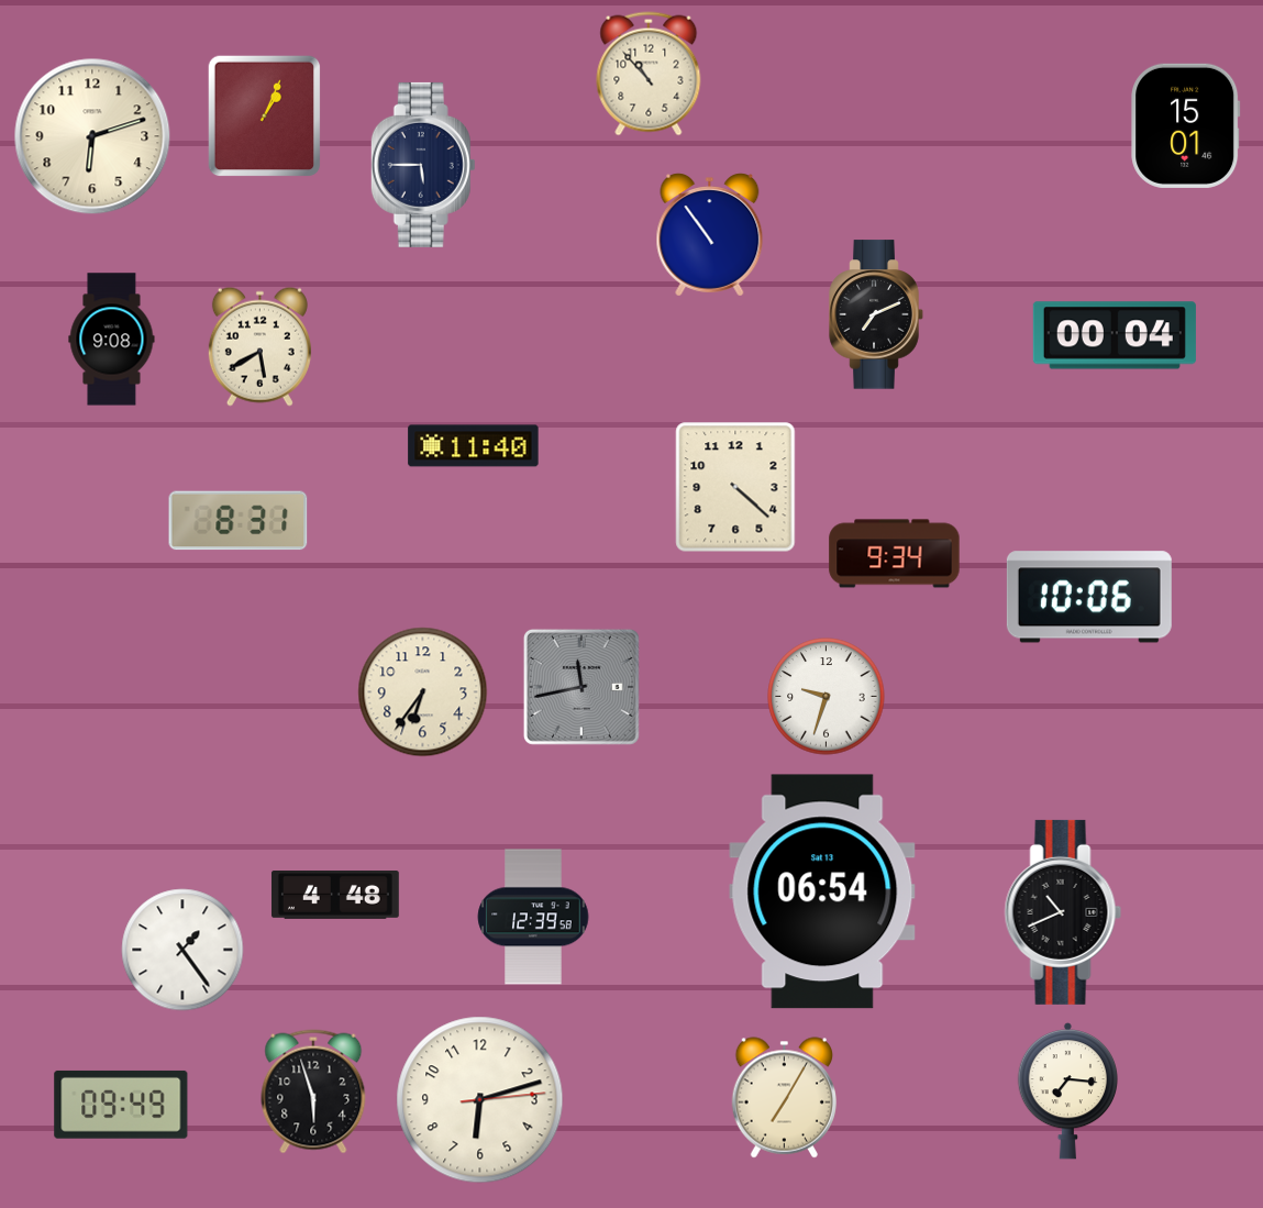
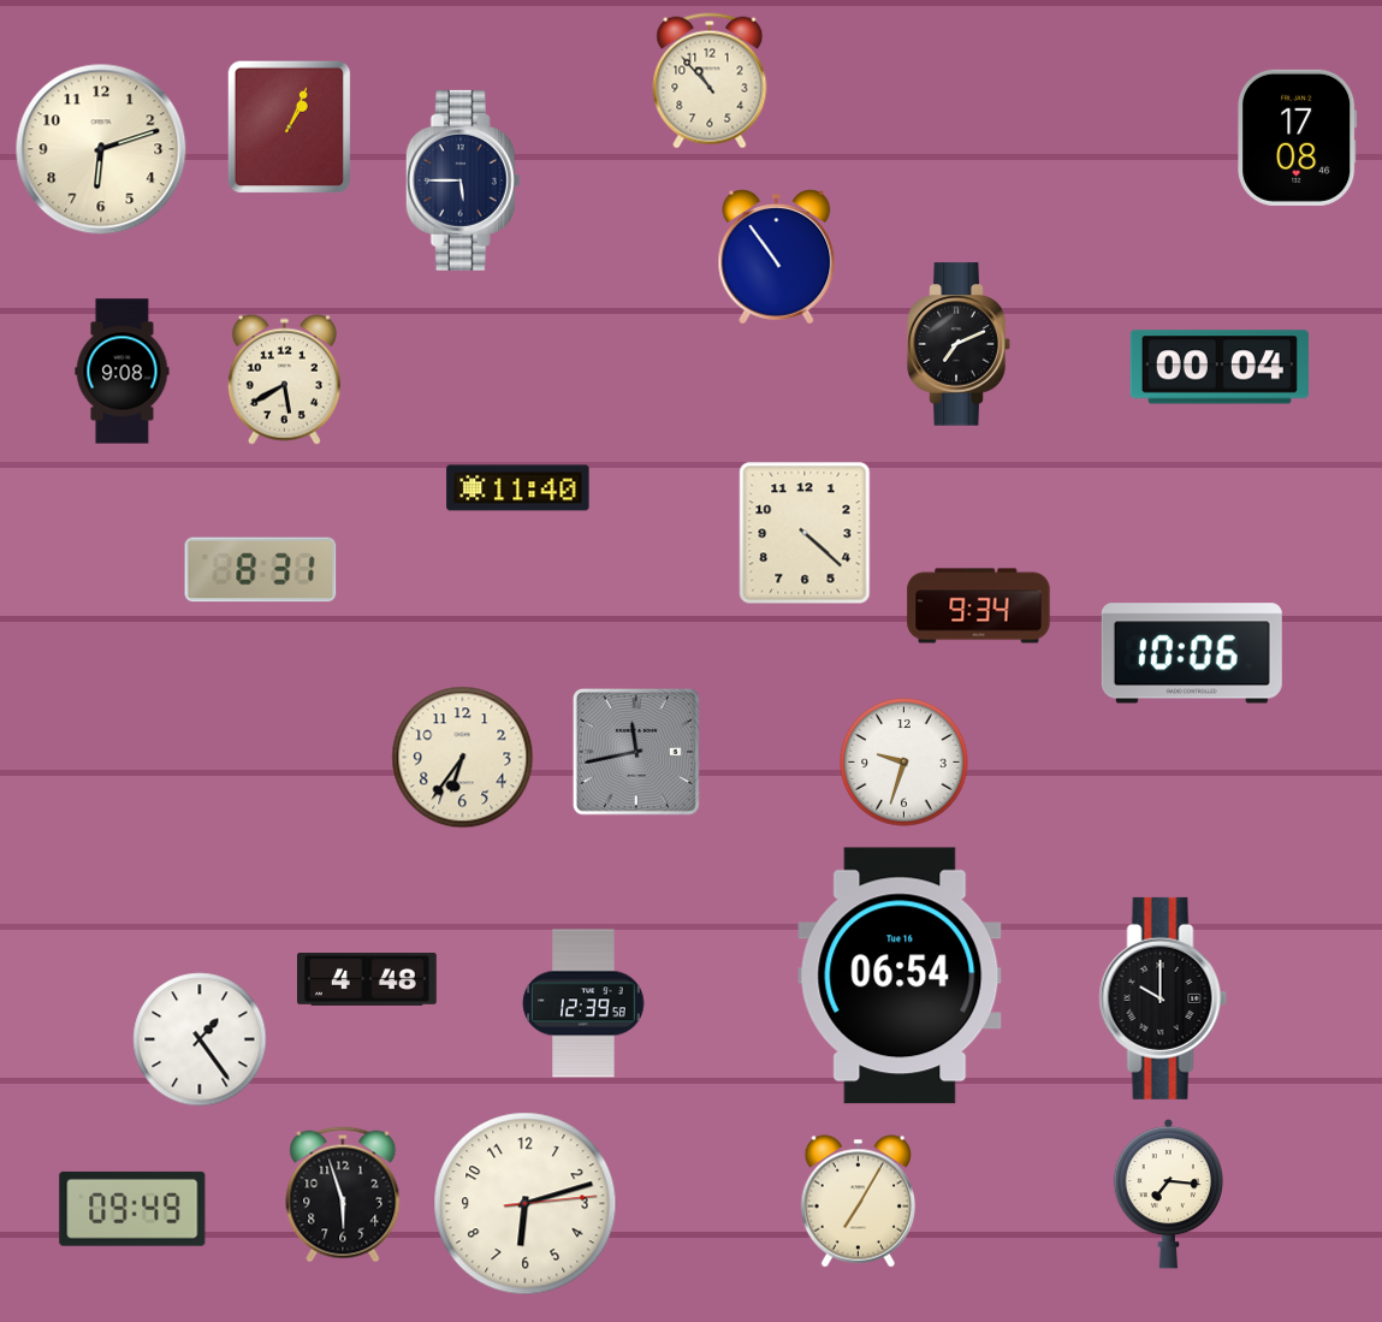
clock at (1186, 125): 15:01 -> 17:08
clock at (822, 891) date: Sat 13 -> Tue 16
clock at (1063, 912): 10:41 -> 10:00
